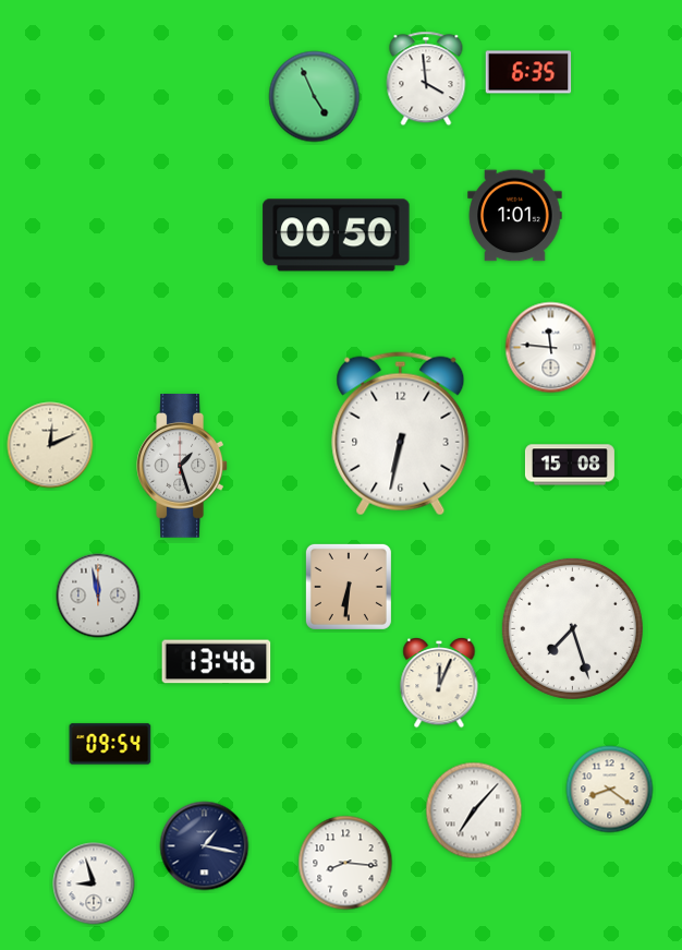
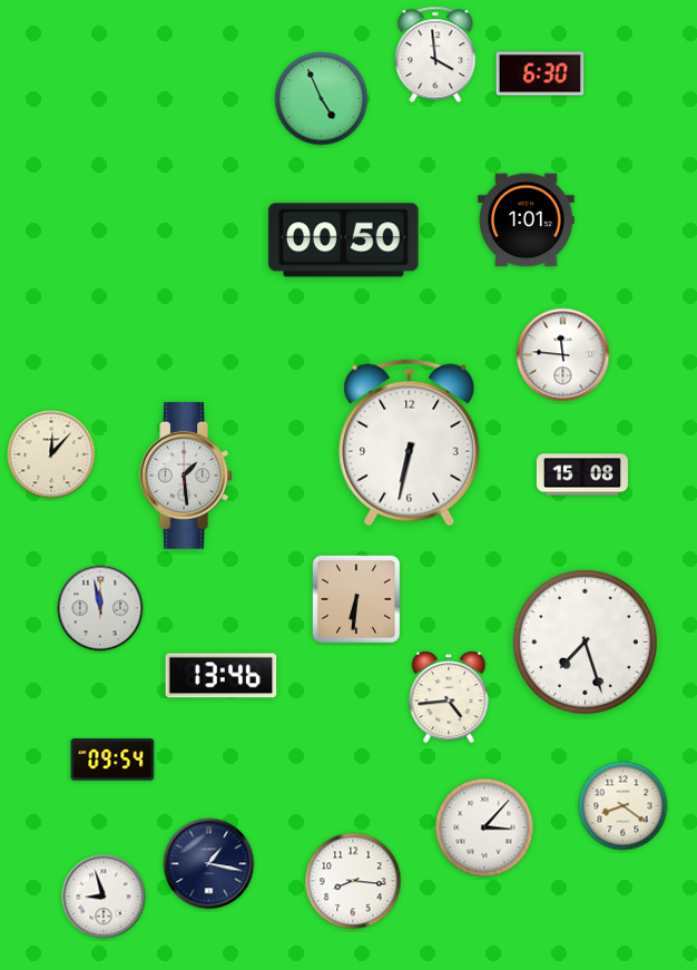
clock at (528, 72): 6:35 -> 6:30
clock at (426, 79) position: (426, 79) -> (435, 55)
clock at (50, 445): 12:11 -> 12:07
clock at (182, 467): 1:27 -> 1:29
clock at (439, 684): 12:04 -> 4:44
clock at (474, 810): 7:07 -> 3:07
clock at (94, 883) position: (94, 883) -> (104, 896)
